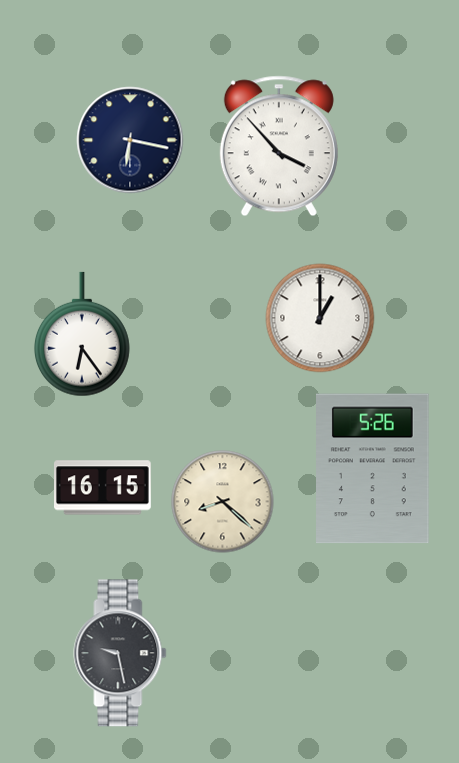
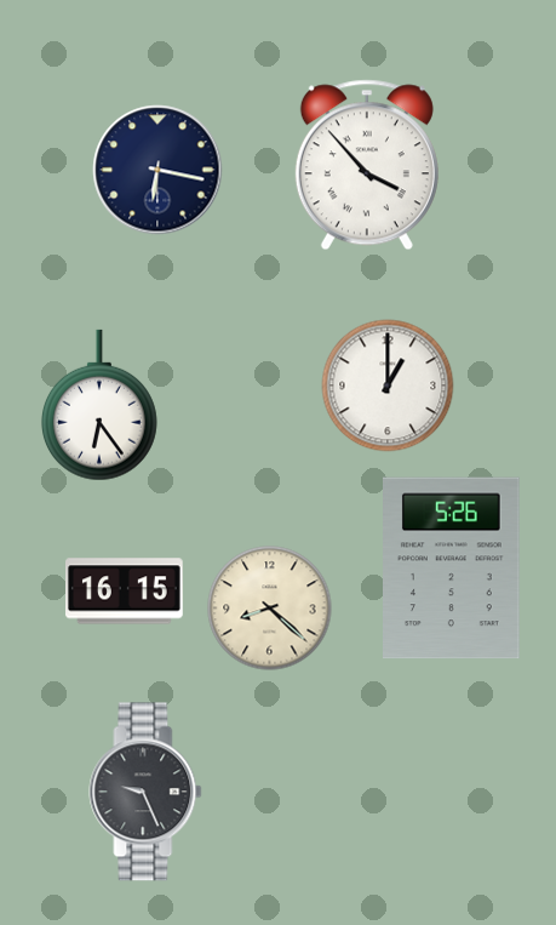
clock at (279, 146) position: (279, 146) -> (367, 165)
clock at (120, 653): 9:28 -> 9:26
